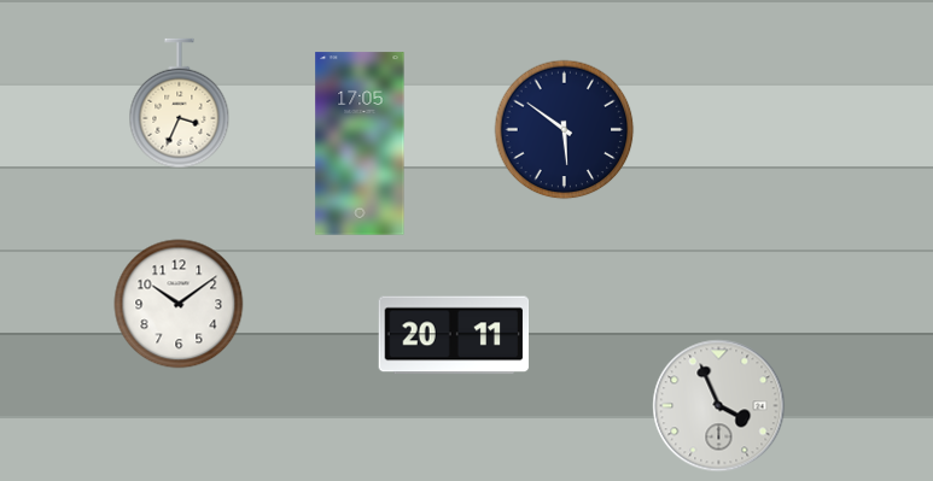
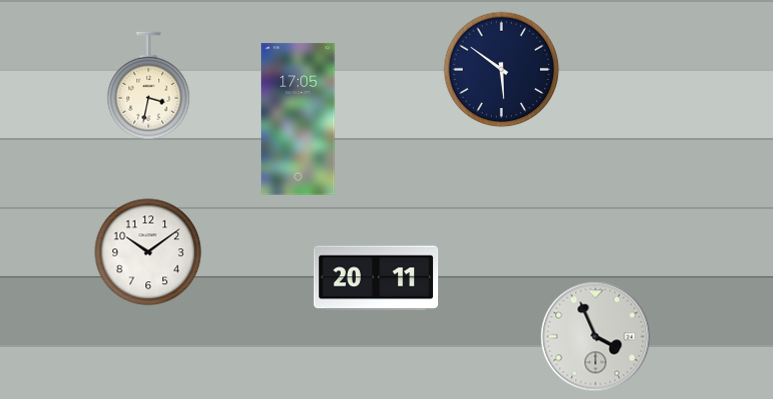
clock at (180, 104): 3:34 -> 3:32
clock at (565, 130) position: (565, 130) -> (502, 70)
